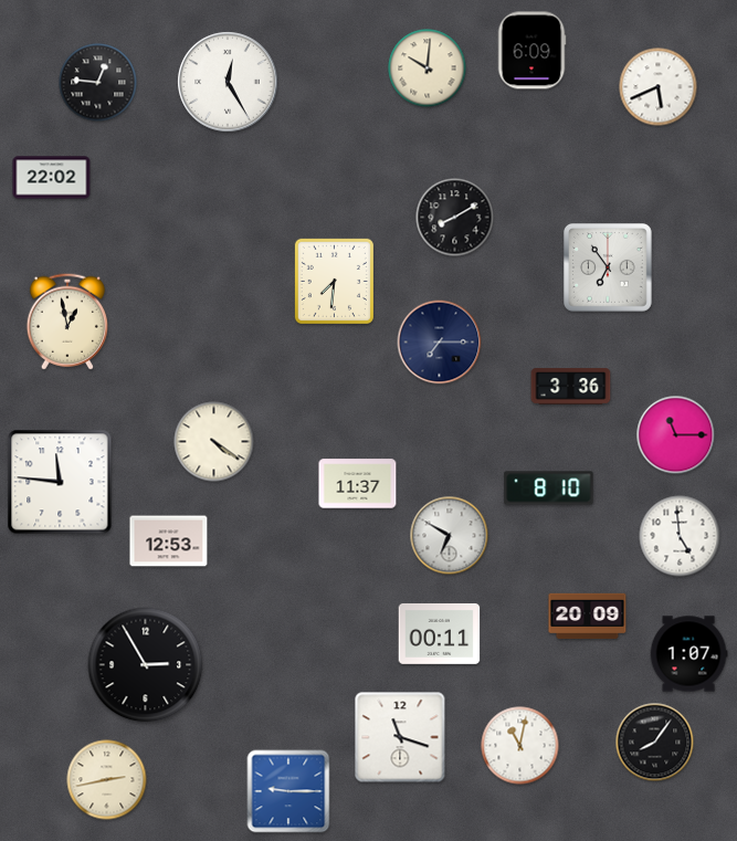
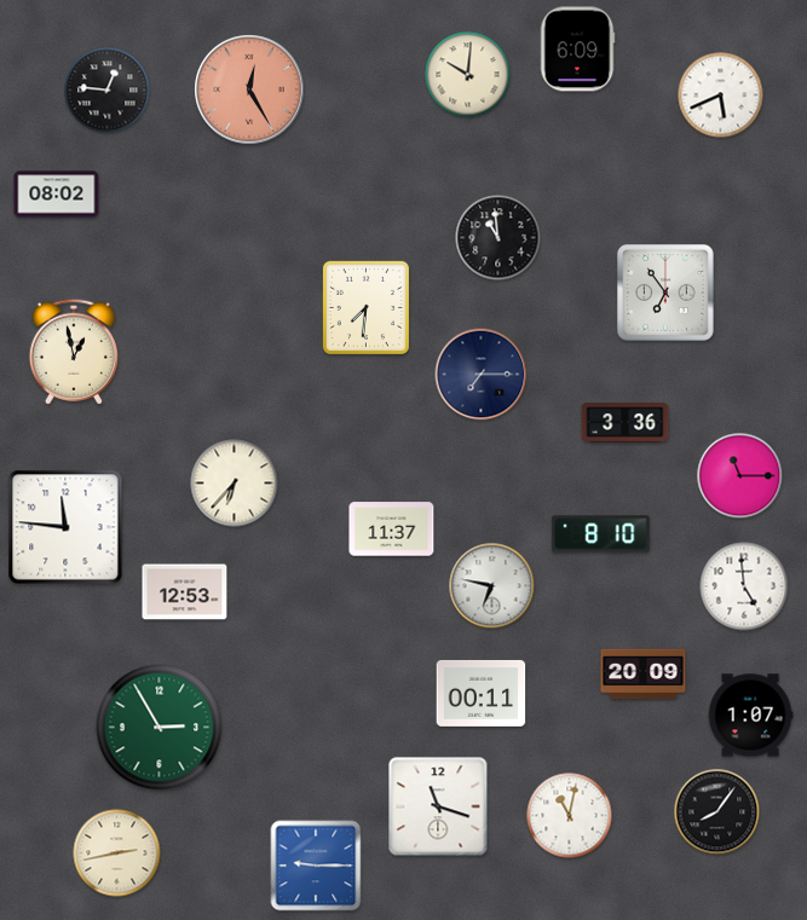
clock at (531, 51) position: (531, 51) -> (577, 50)
clock at (228, 82) dial: white -> salmon
clock at (52, 178): 22:02 -> 08:02
clock at (455, 218): 8:10 -> 10:59
clock at (214, 442): 4:21 -> 6:37
clock at (450, 536): 6:50 -> 6:47
clock at (688, 654) position: (688, 654) -> (750, 716)
clock at (146, 665) dial: black -> green
